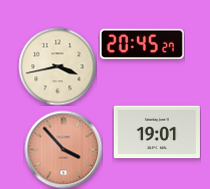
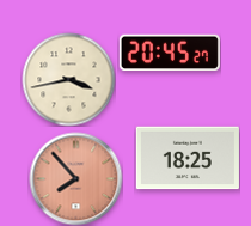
clock at (157, 132): 19:01 -> 18:25
clock at (63, 149): 3:53 -> 7:53
